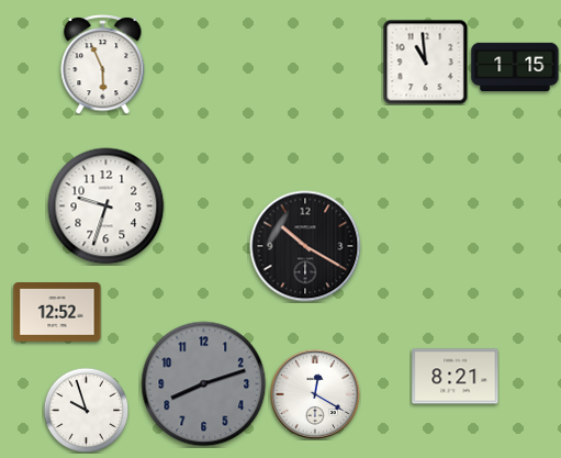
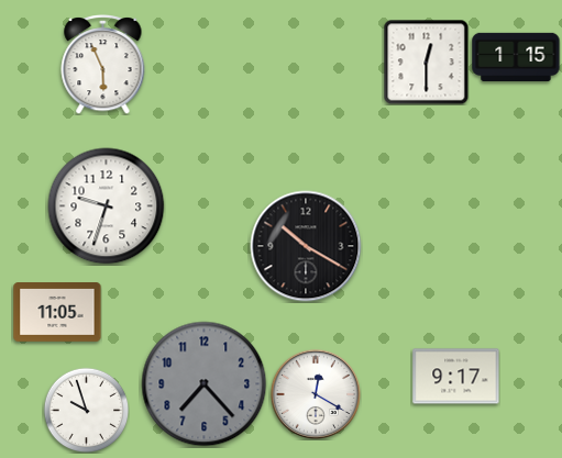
clock at (425, 62): 10:59 -> 12:30
clock at (515, 66) position: (515, 66) -> (516, 56)
clock at (57, 313): 12:52 -> 11:05
clock at (456, 377): 8:21 -> 9:17
clock at (204, 384): 8:12 -> 7:23
